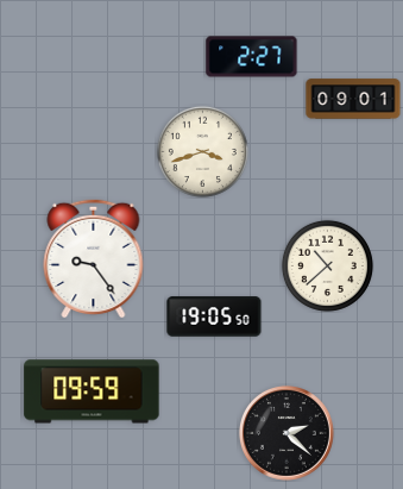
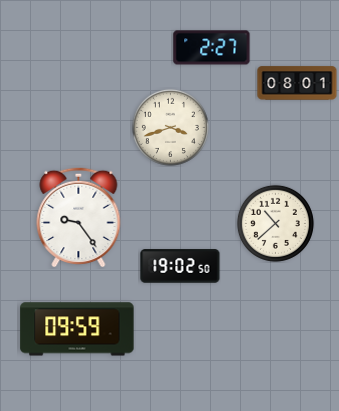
clock at (353, 99): 09:01 -> 08:01
clock at (214, 316): 19:05 -> 19:02
clock at (286, 433): 2:22 -> none
